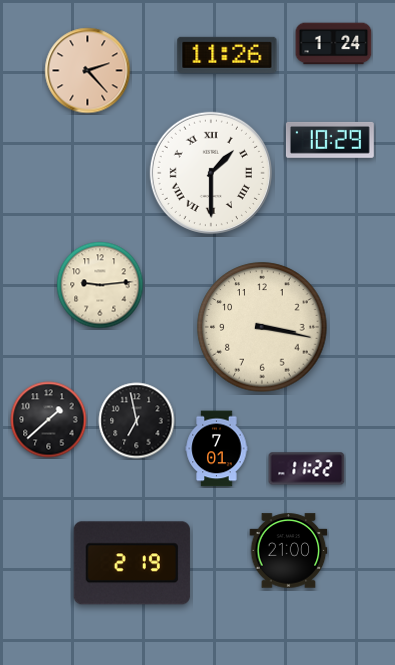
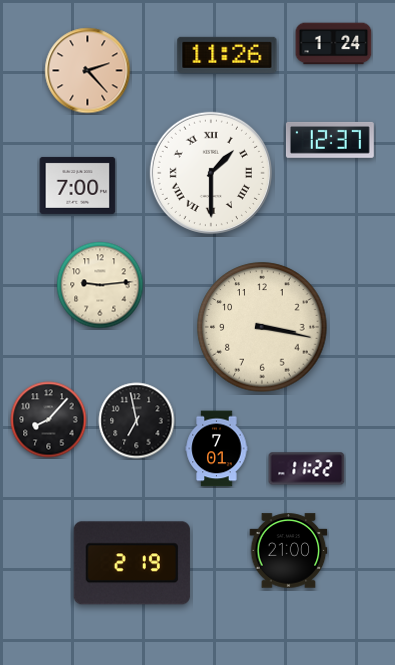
clock at (330, 140): 10:29 -> 12:37
clock at (78, 185): none -> 7:00
clock at (49, 420): 1:38 -> 8:07
